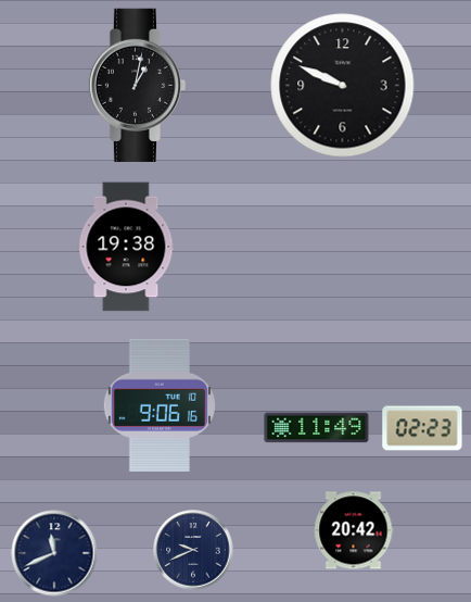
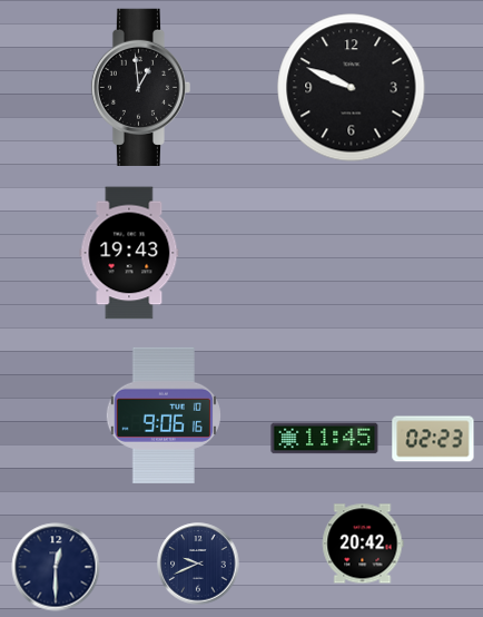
clock at (137, 85): 1:02 -> 12:59
clock at (126, 247): 19:38 -> 19:43
clock at (317, 428): 11:49 -> 11:45
clock at (54, 553): 11:41 -> 12:30
